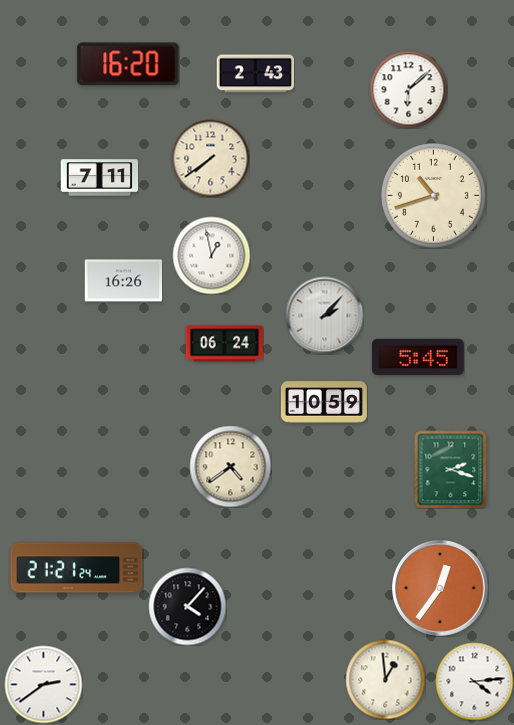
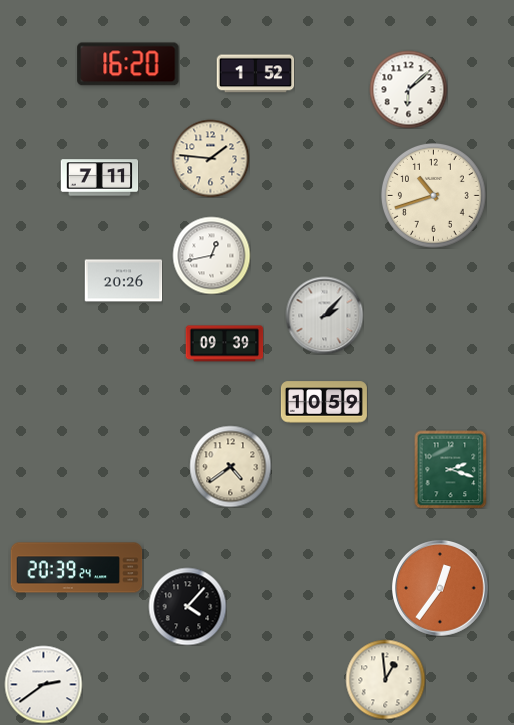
clock at (255, 74): 2:43 -> 1:52
clock at (210, 158): 7:39 -> 1:46
clock at (211, 255): 12:58 -> 12:43
clock at (123, 281): 16:26 -> 20:26
clock at (224, 344): 06:24 -> 09:39
clock at (419, 357): 5:45 -> none
clock at (77, 568): 21:21 -> 20:39
clock at (474, 681): 4:14 -> none
